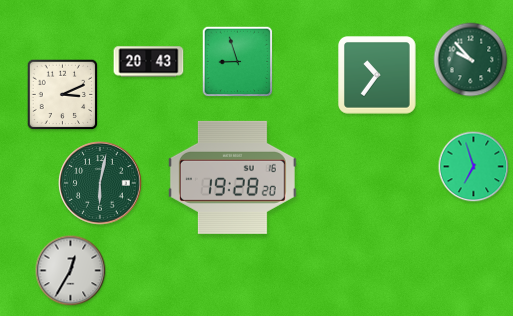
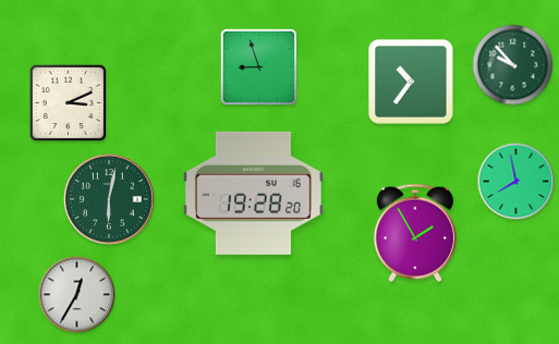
clock at (149, 62): 20:43 -> none
clock at (474, 167): 6:57 -> 7:58
clock at (415, 233): none -> 1:55
